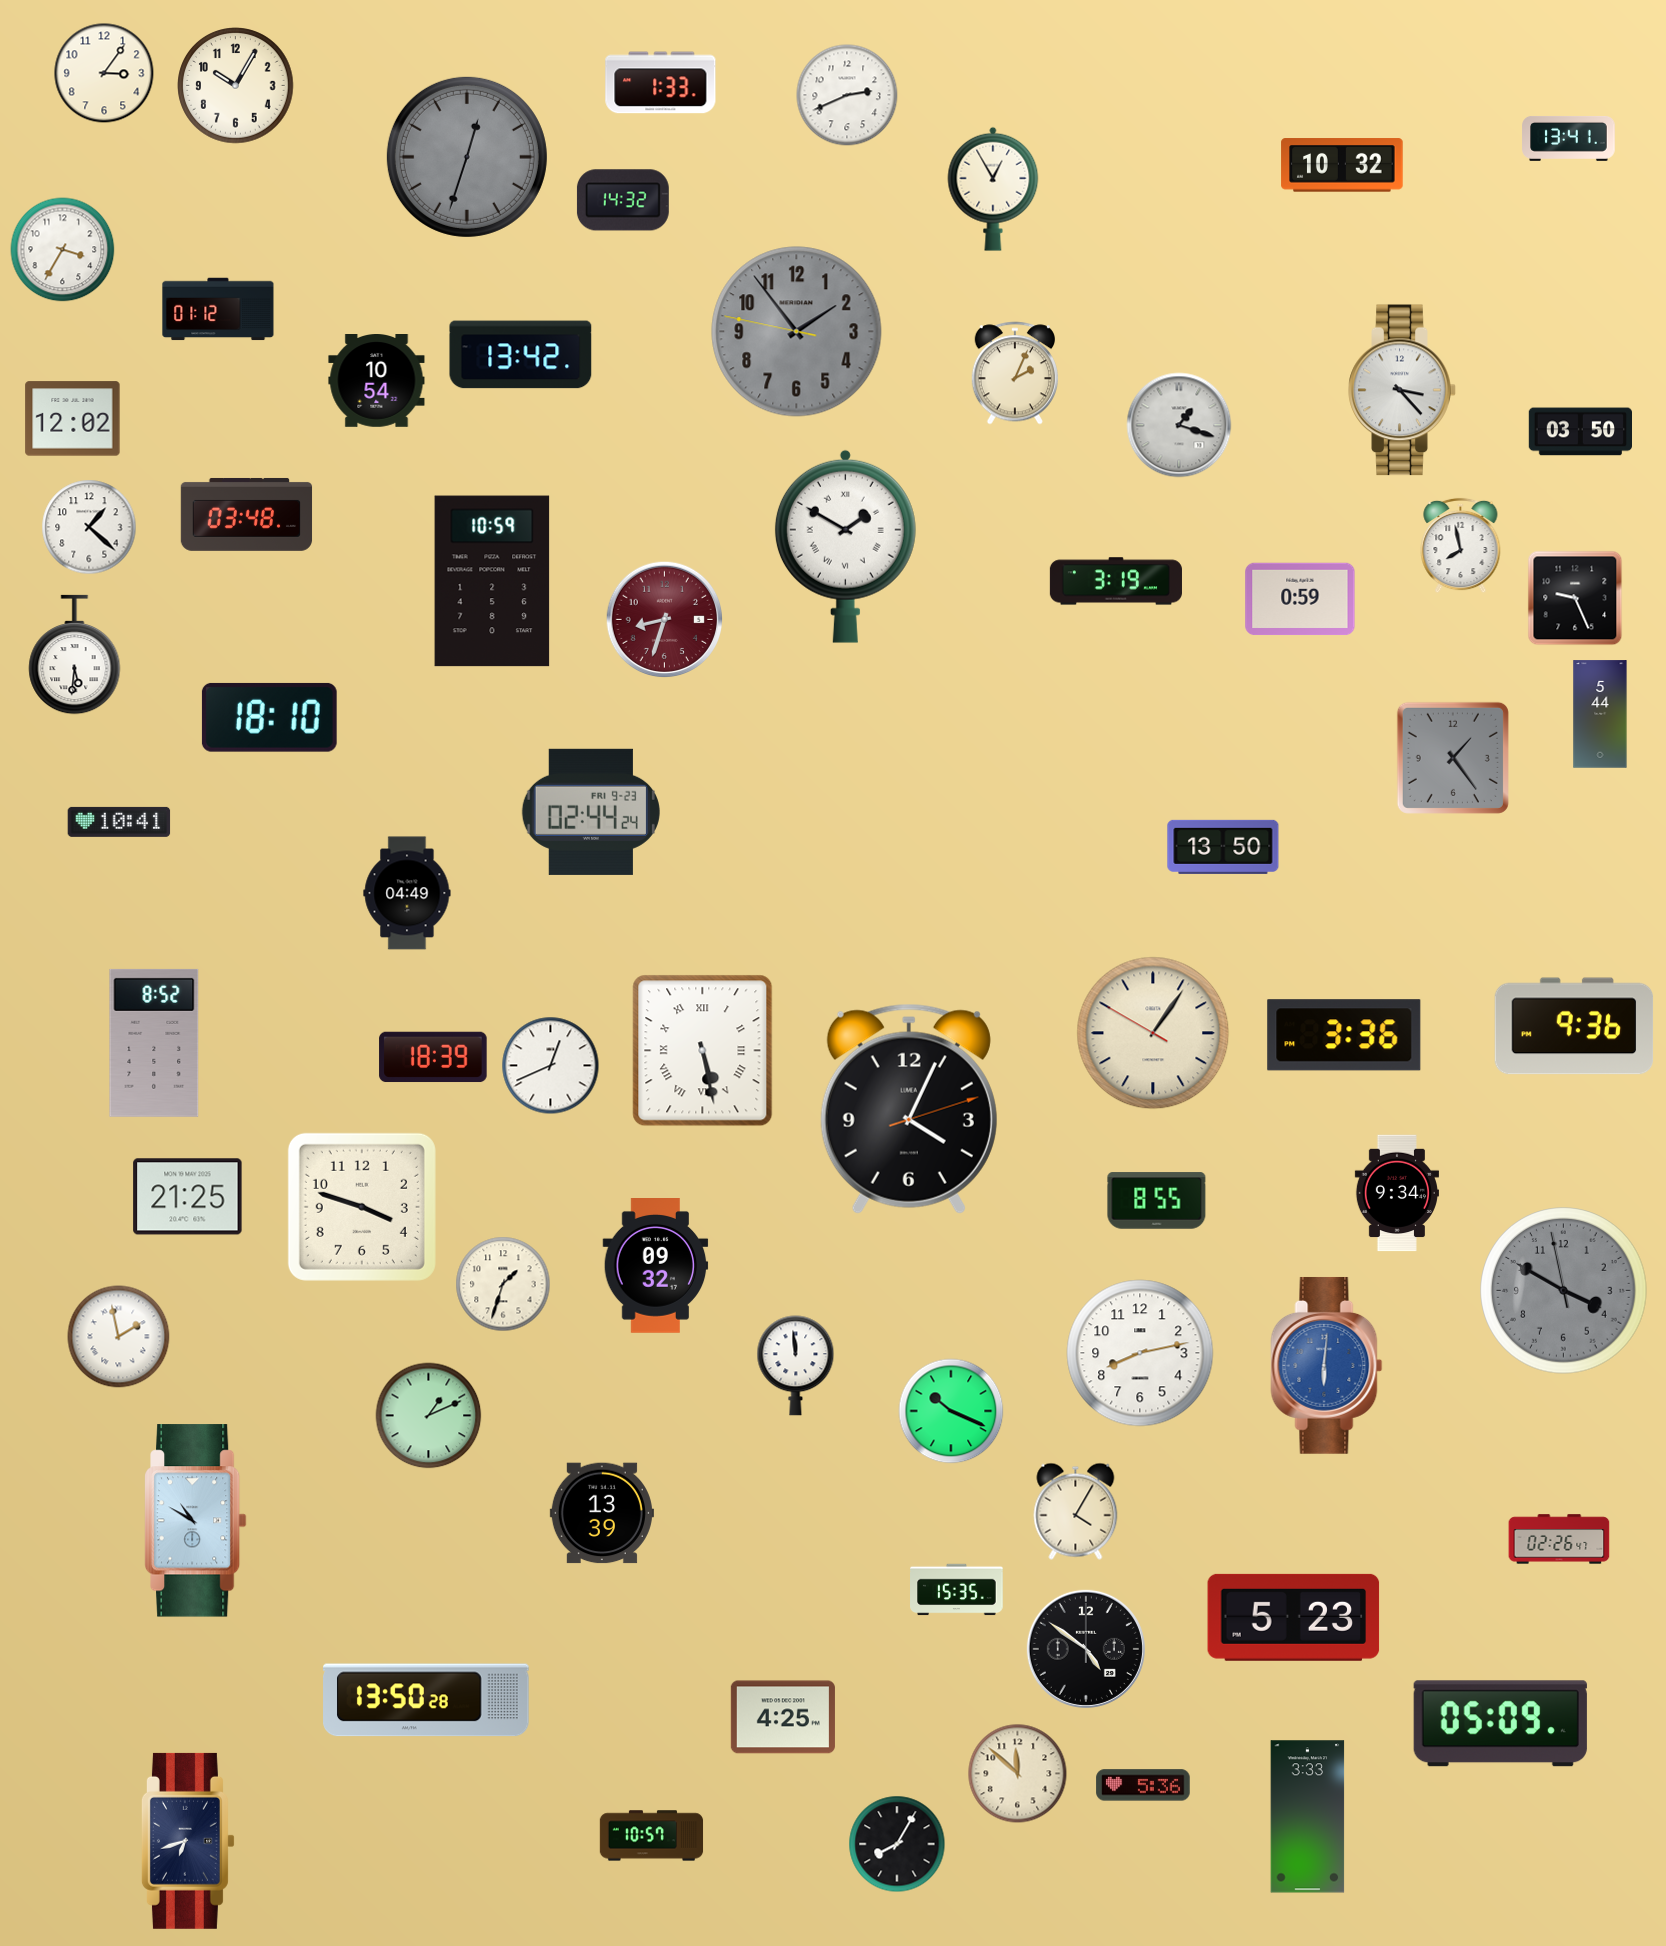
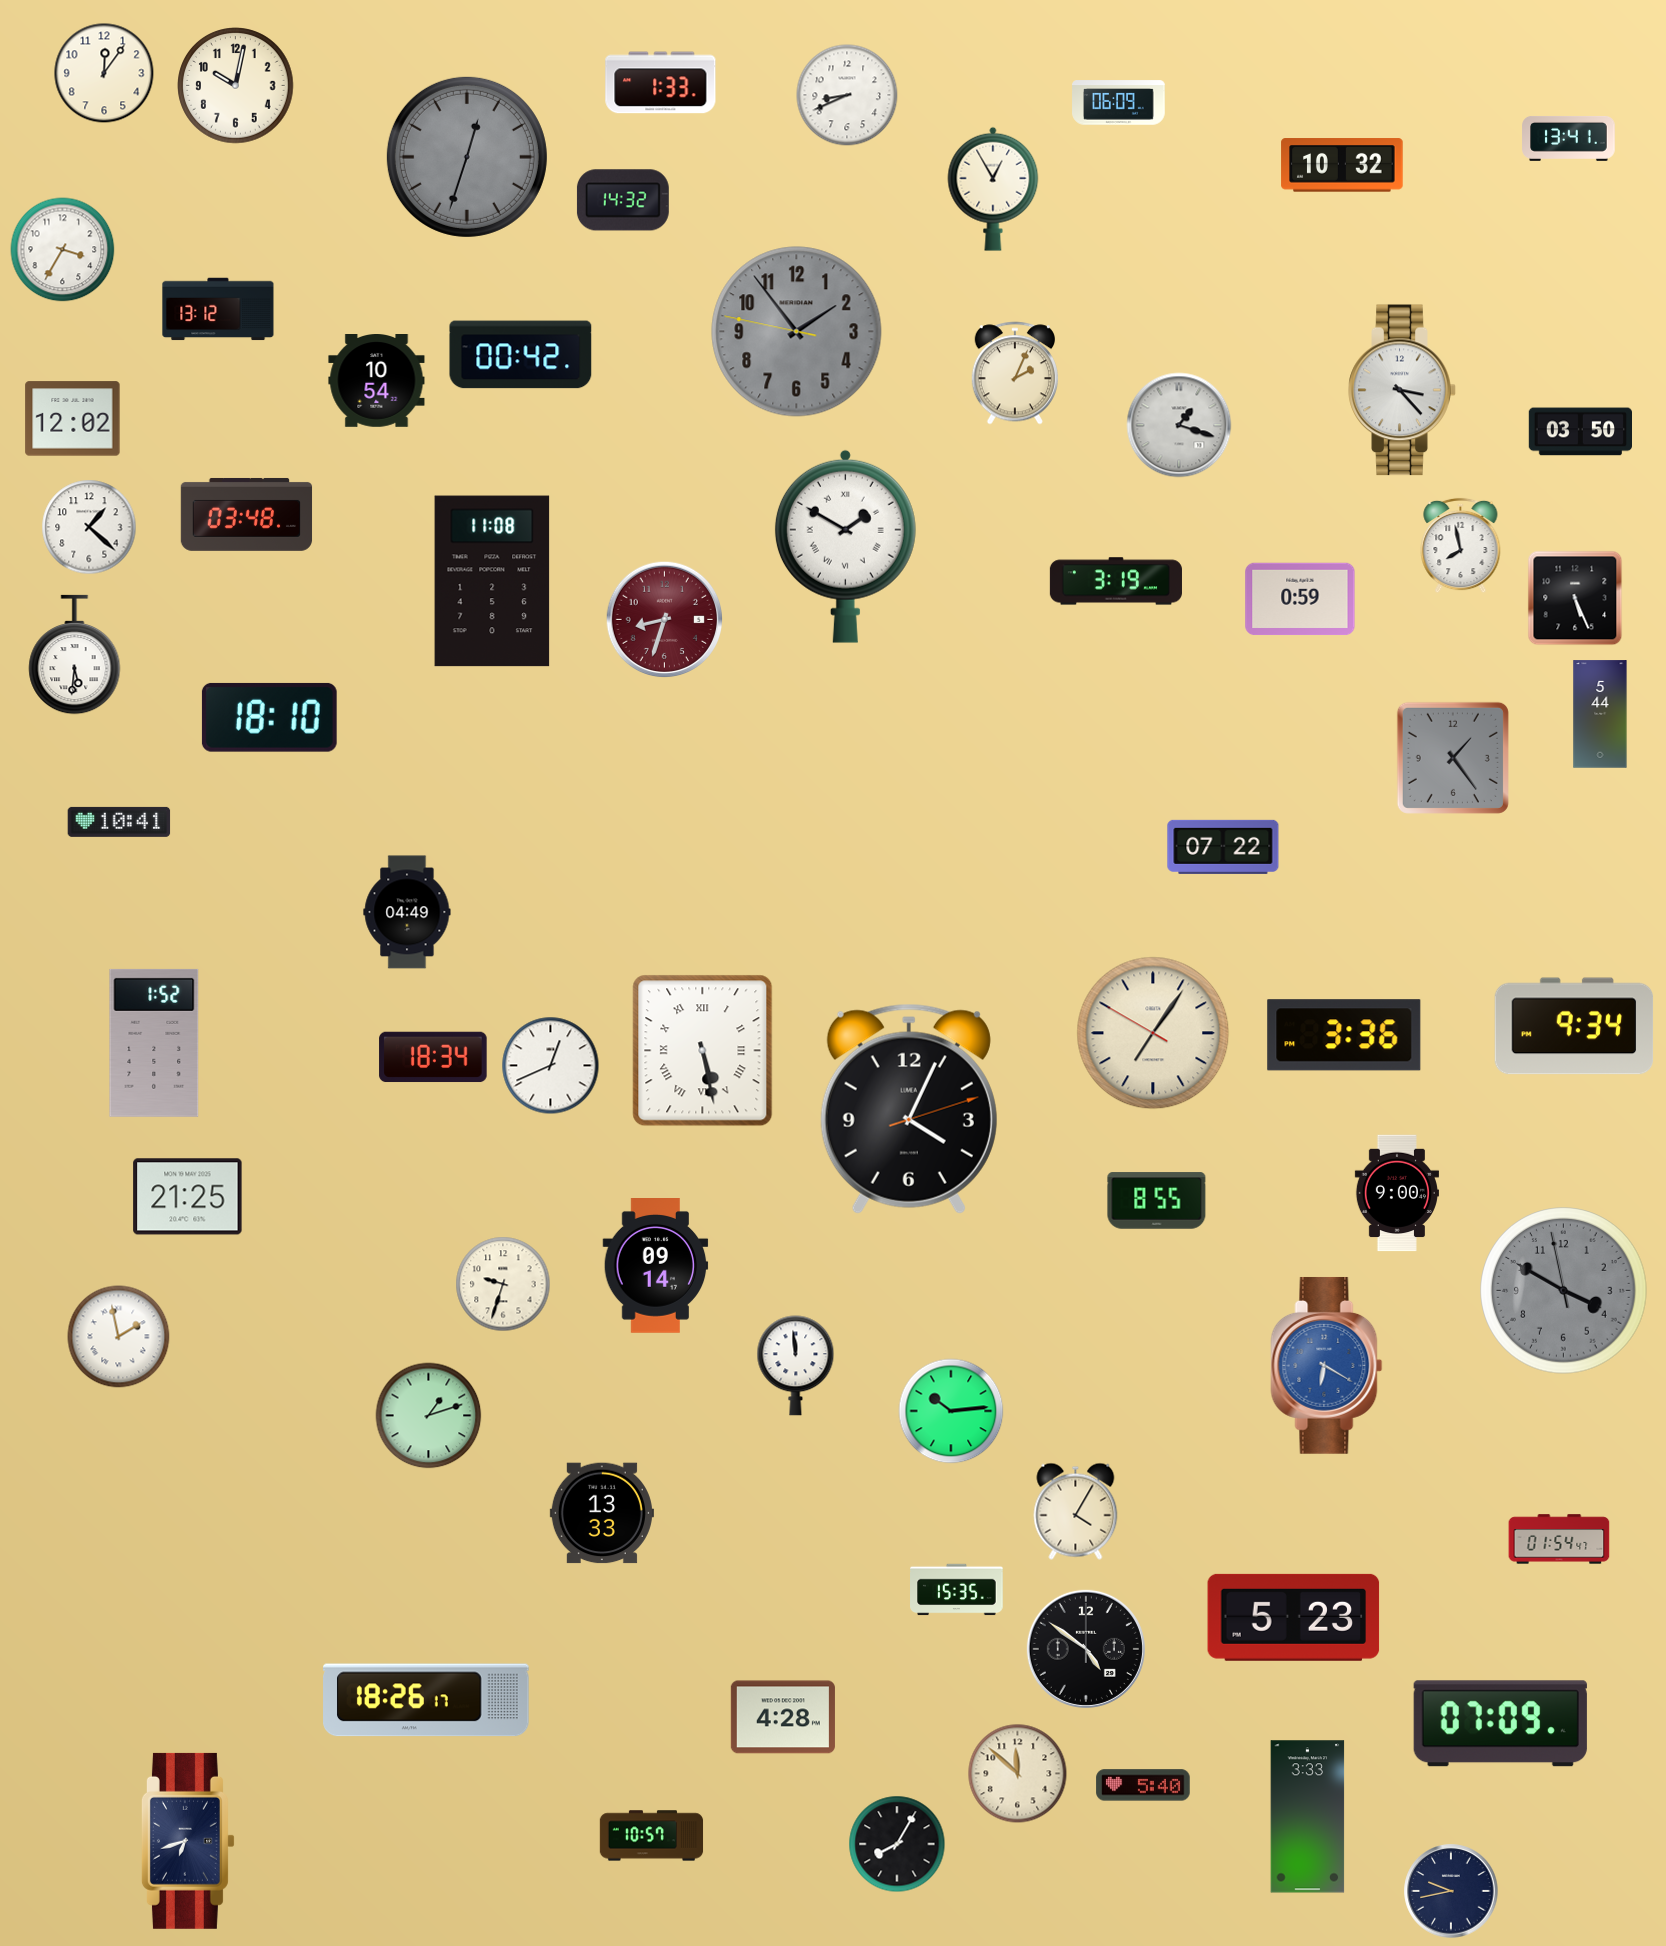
clock at (104, 73): 3:06 -> 12:06
clock at (236, 86): 10:05 -> 10:02
clock at (847, 95): 2:41 -> 8:41
clock at (1119, 103): none -> 06:09
clock at (218, 309): 01:12 -> 13:12
clock at (521, 355): 13:42 -> 00:42
clock at (492, 581): 10:59 -> 11:08
clock at (1575, 598): 9:26 -> 5:26
clock at (591, 812): 02:44 -> none
clock at (1223, 847): 13:50 -> 07:22
clock at (407, 893) position: (407, 893) -> (407, 912)
clock at (1574, 1026): 9:36 -> 9:34
clock at (1153, 1033): 1:05 -> 7:05
clock at (154, 1043): 8:52 -> 1:52
clock at (433, 1057): 18:39 -> 18:34
clock at (1397, 1193): 9:34 -> 9:00
clock at (362, 1207): 3:48 -> none
clock at (656, 1266): 09:32 -> 09:14
clock at (503, 1284): 1:33 -> 9:33
clock at (1140, 1353): 8:13 -> none
clock at (1327, 1365): 6:01 -> 6:20
clock at (951, 1411): 10:19 -> 10:14
clock at (429, 1416): 1:11 -> 1:12
clock at (602, 1513): 13:39 -> 13:33
clock at (196, 1521): 10:50 -> none
clock at (1559, 1539): 02:26 -> 01:54
clock at (426, 1700): 13:50 -> 18:26
clock at (783, 1717): 4:25 -> 4:28
clock at (1500, 1724): 05:09 -> 07:09
clock at (1143, 1785): 5:36 -> 5:40
clock at (1451, 1891): none -> 9:43
